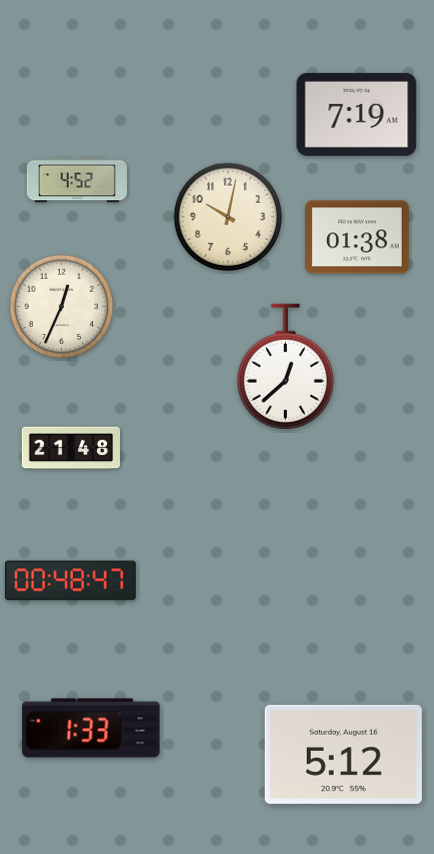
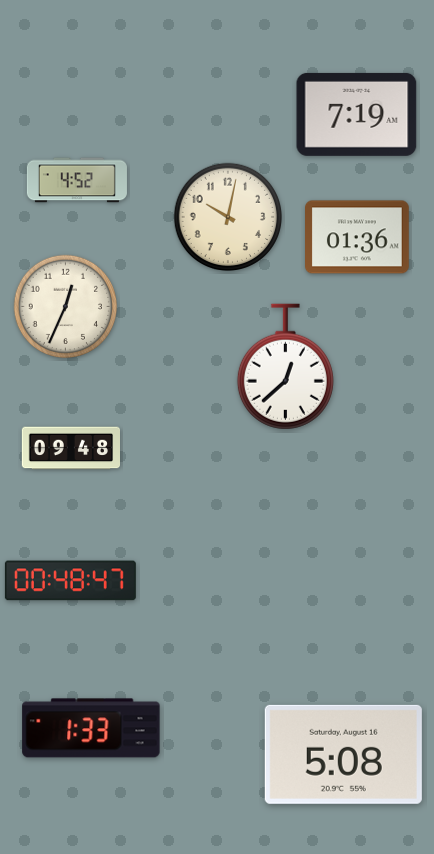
clock at (358, 237): 01:38 -> 01:36
clock at (62, 307) position: (62, 307) -> (66, 307)
clock at (70, 448): 21:48 -> 09:48
clock at (343, 754): 5:12 -> 5:08
